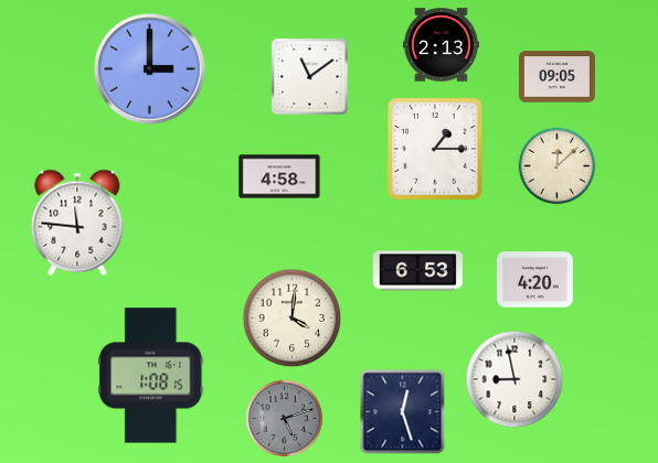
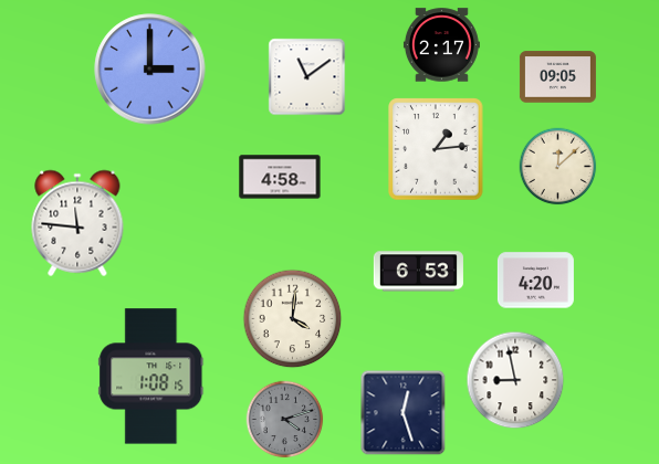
clock at (441, 45): 2:13 -> 2:17
clock at (310, 77) position: (310, 77) -> (307, 77)
clock at (435, 149): 1:15 -> 1:14
clock at (285, 419): 5:12 -> 4:12
